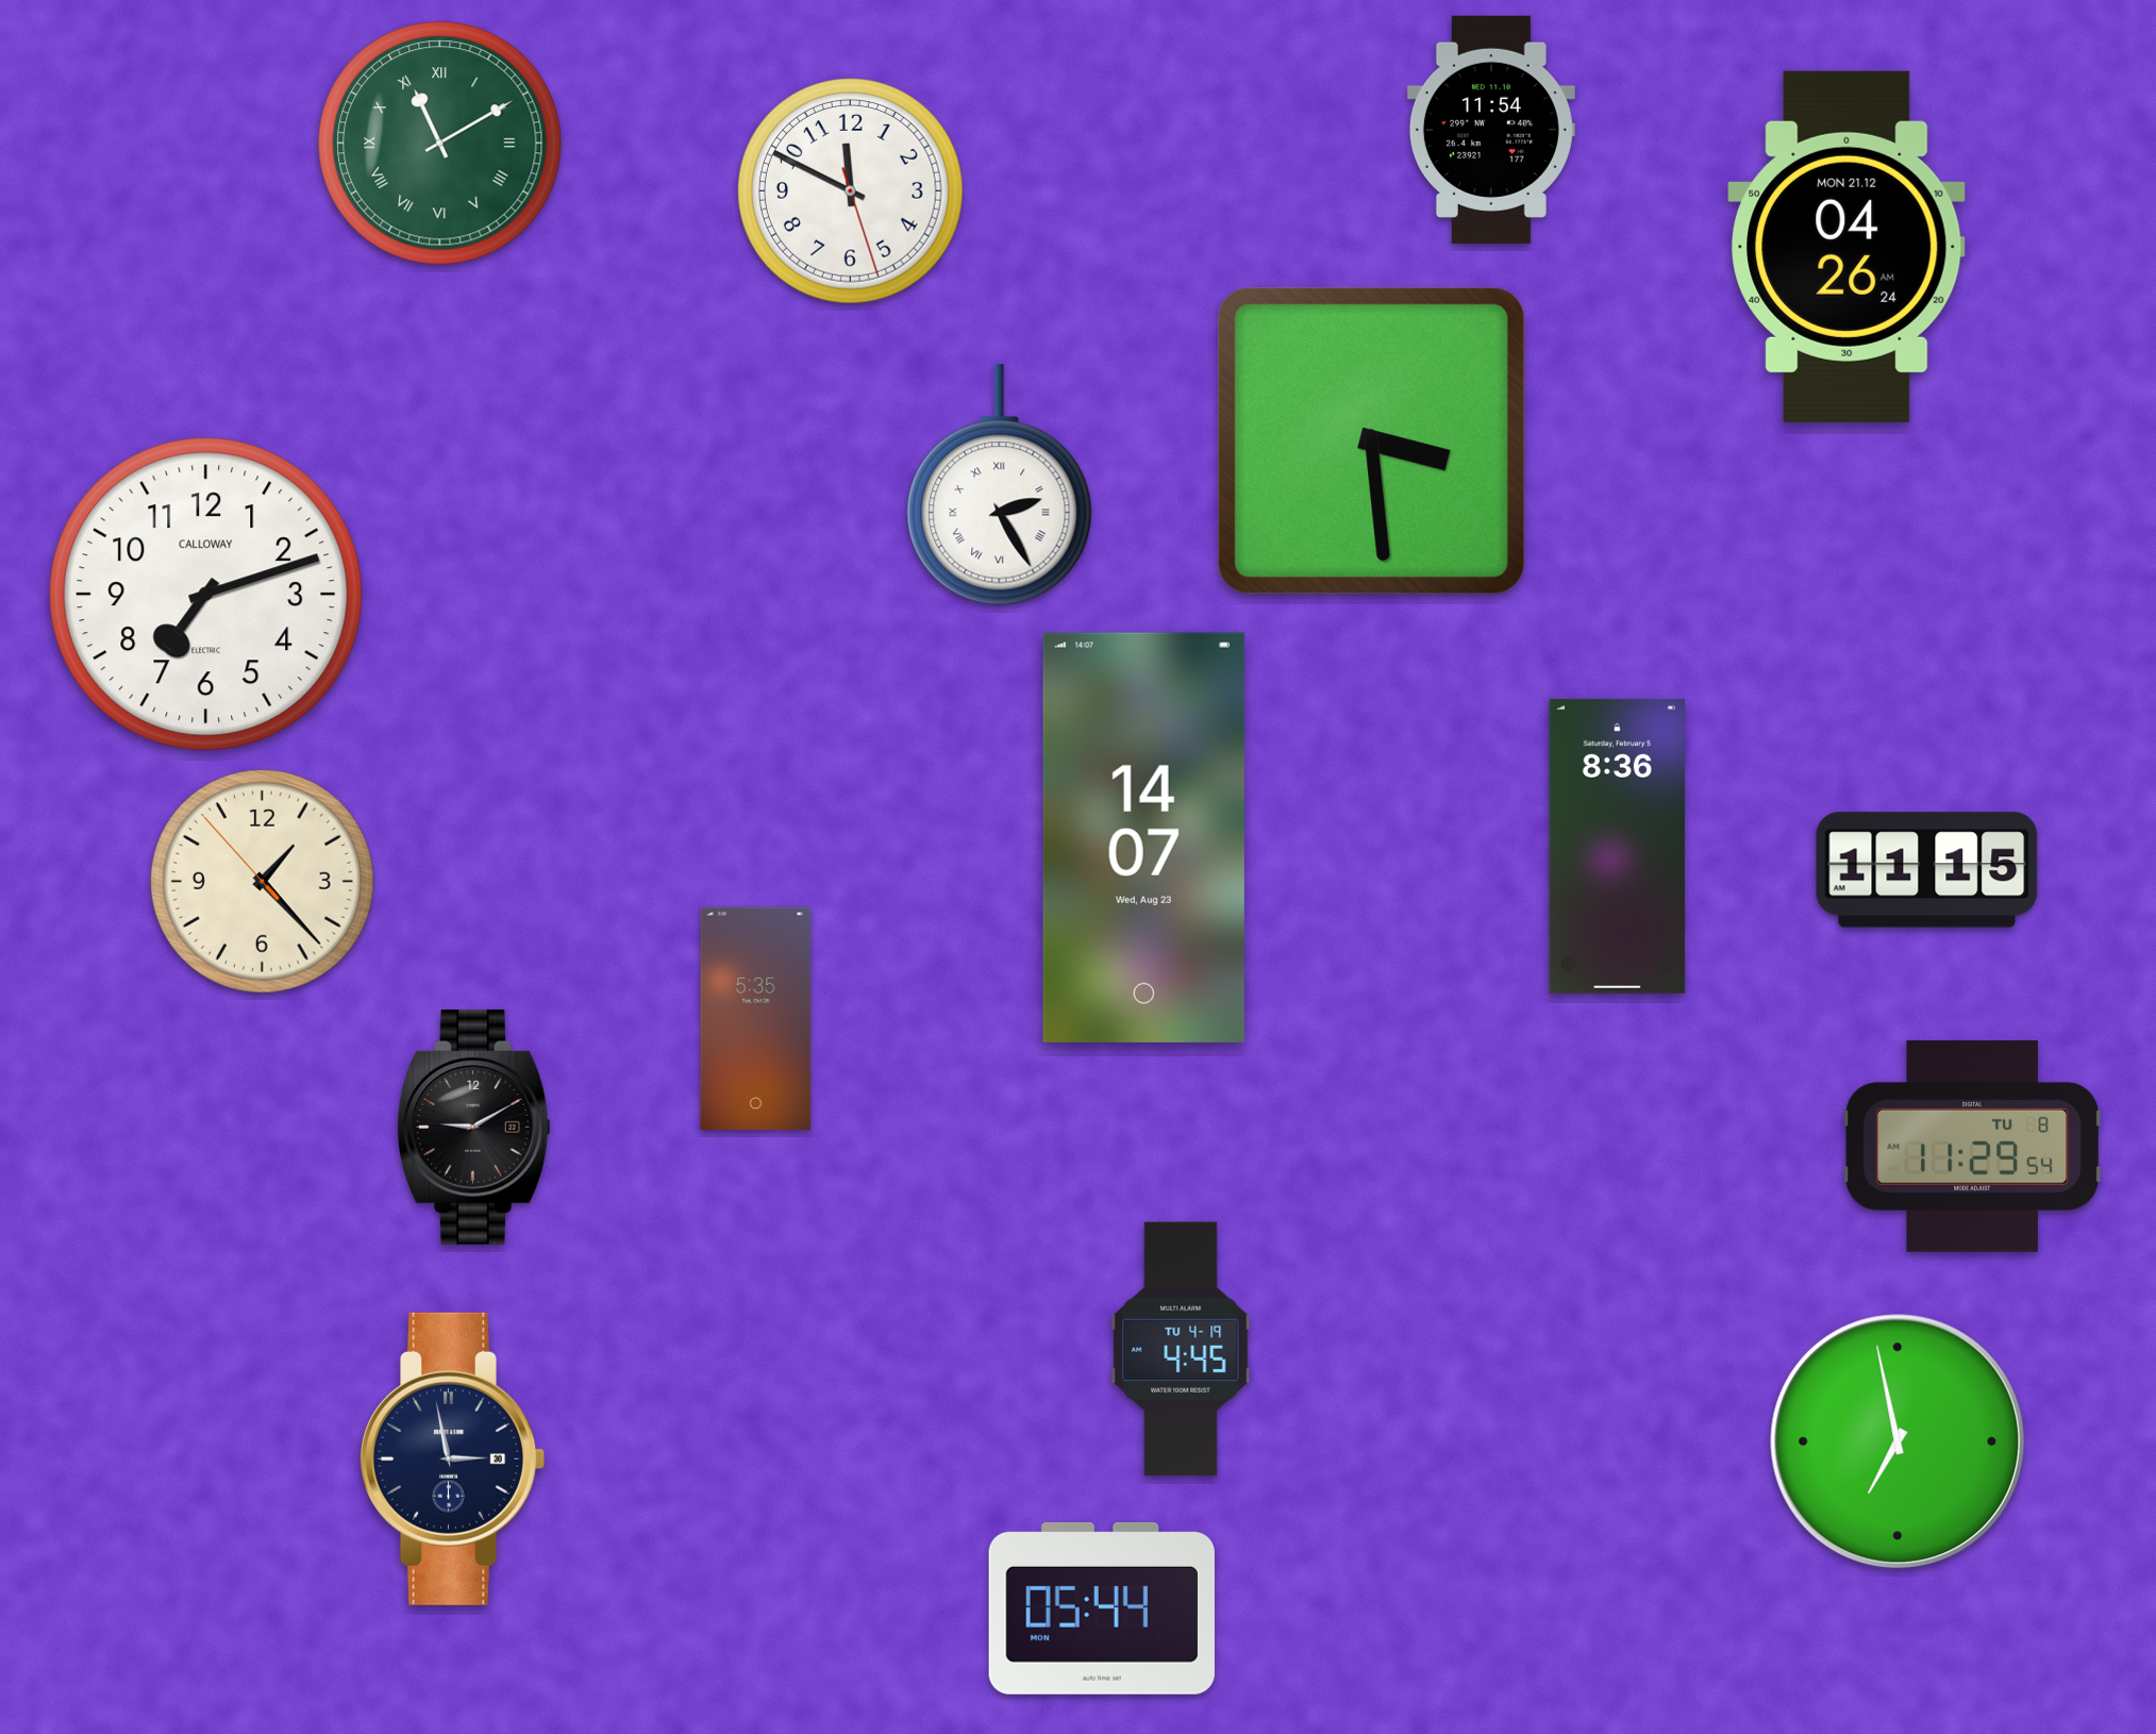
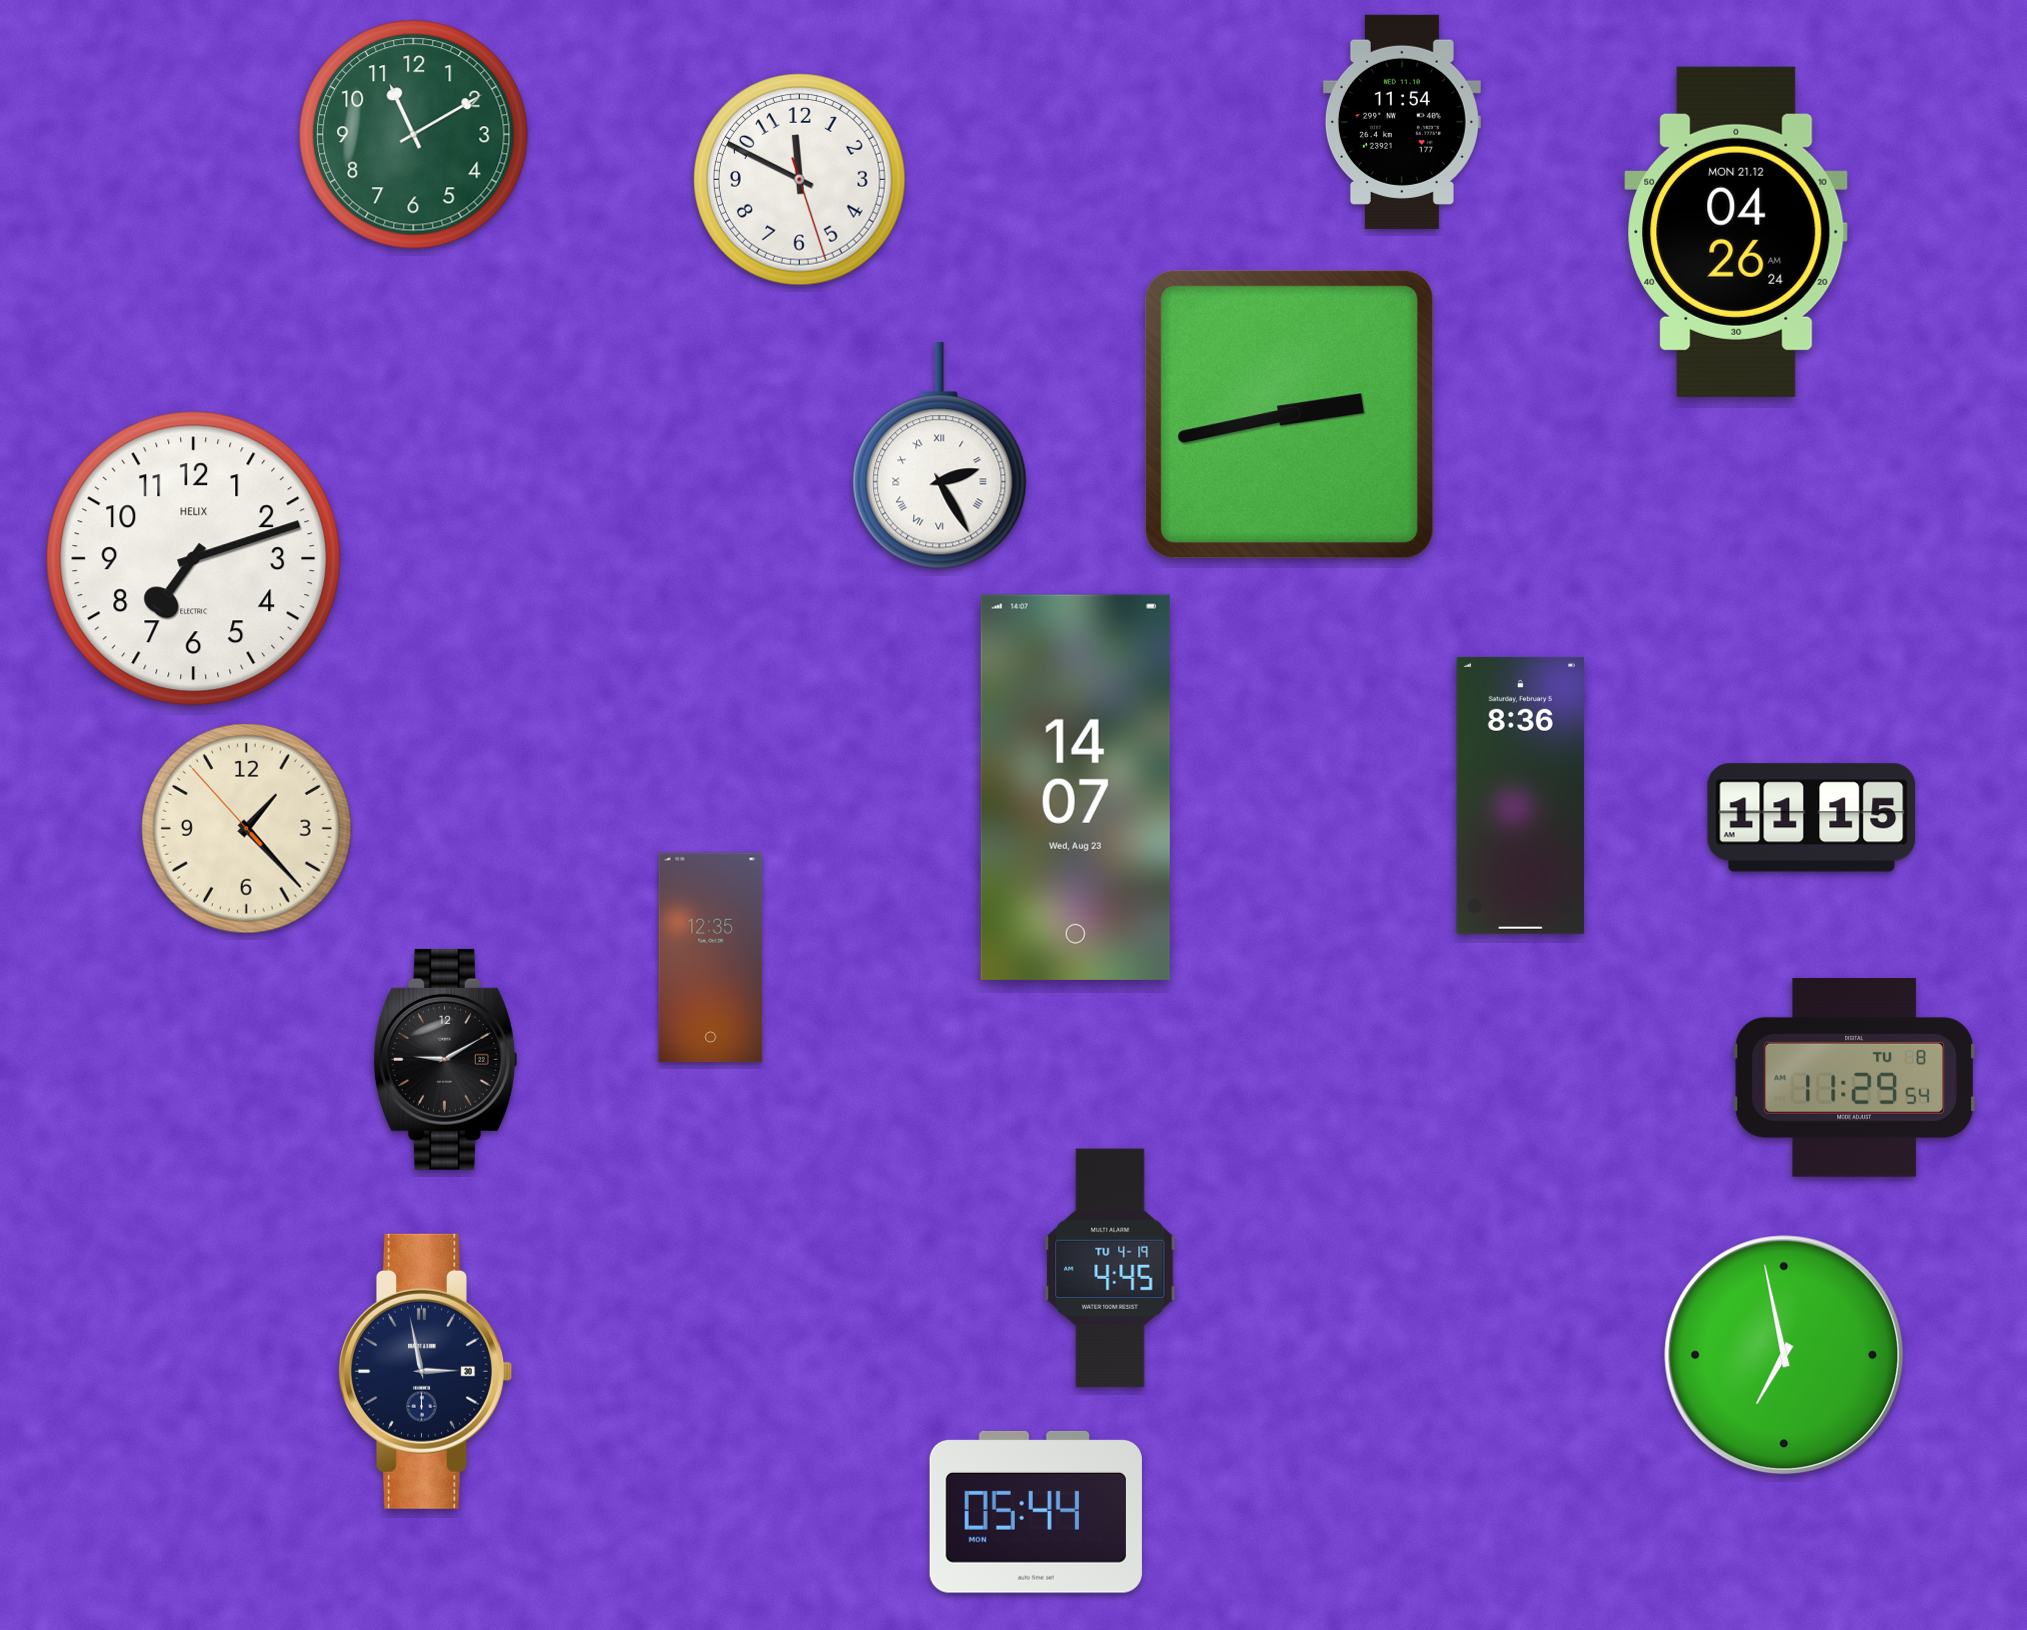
clock at (440, 144) numerals: Roman -> Arabic
clock at (1372, 441): 3:29 -> 2:43
clock at (206, 595) brand: CALLOWAY -> HELIX
clock at (756, 1019): 5:35 -> 12:35
